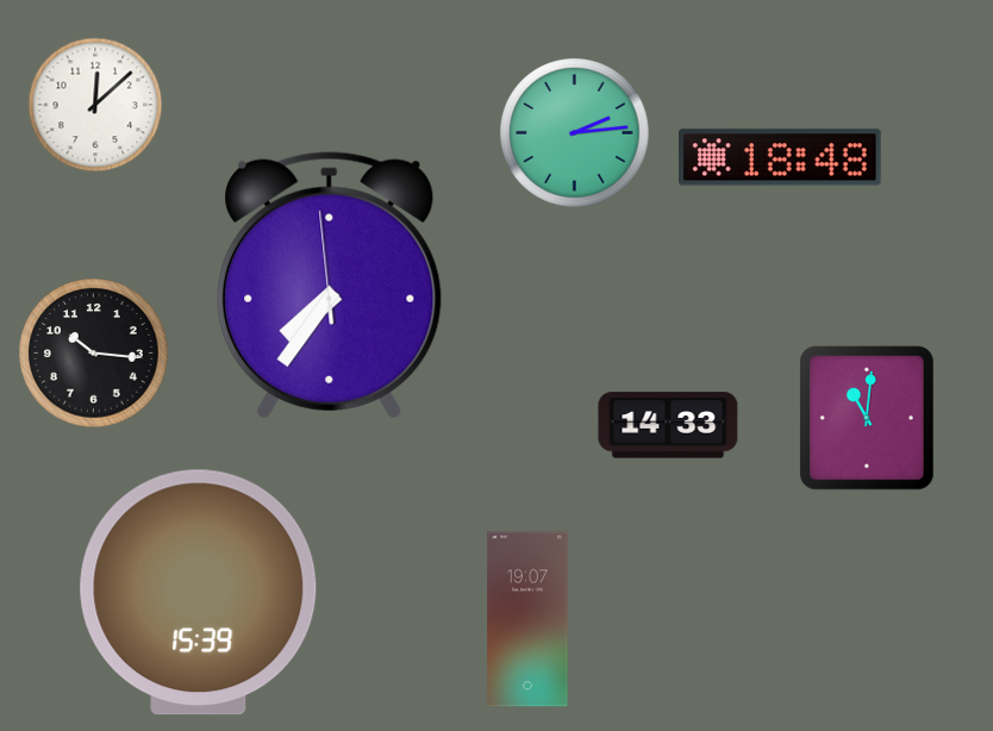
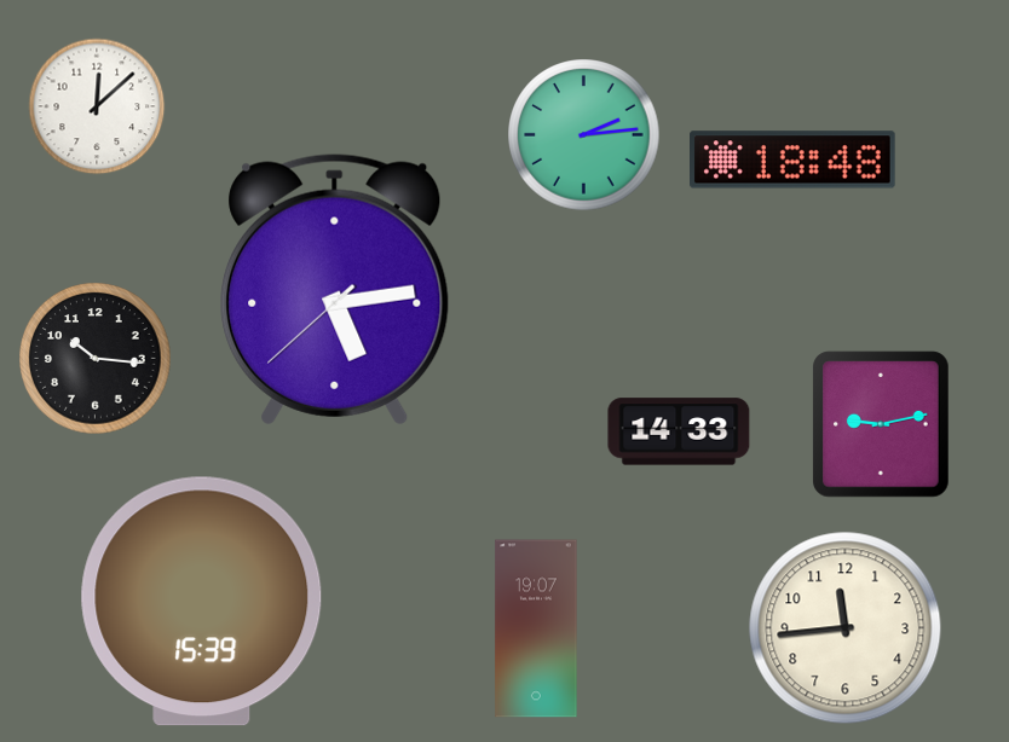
clock at (330, 286): 7:35 -> 5:13
clock at (867, 418): 11:01 -> 9:13
clock at (846, 628): none -> 11:44
